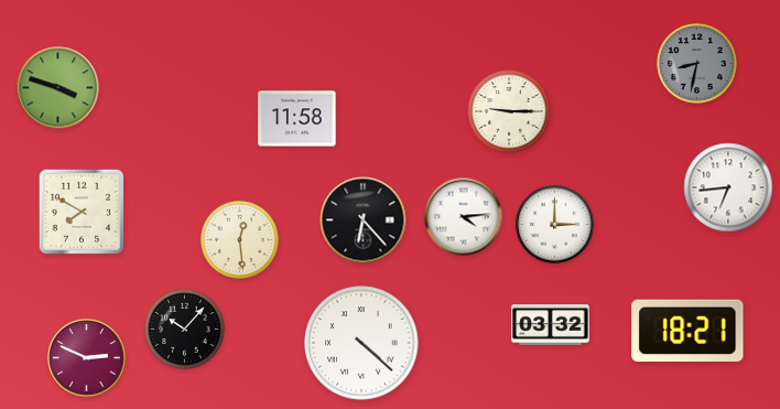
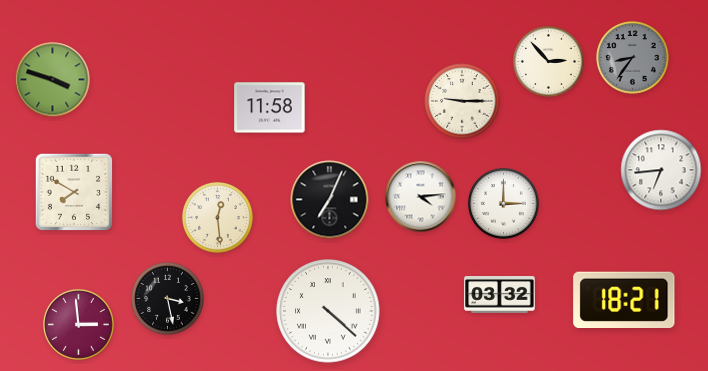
clock at (697, 64): 8:32 -> 8:36
clock at (548, 61): none -> 2:53
clock at (364, 220): 6:23 -> 7:04
clock at (185, 330): 10:07 -> 3:28
clock at (86, 357): 2:49 -> 2:59
